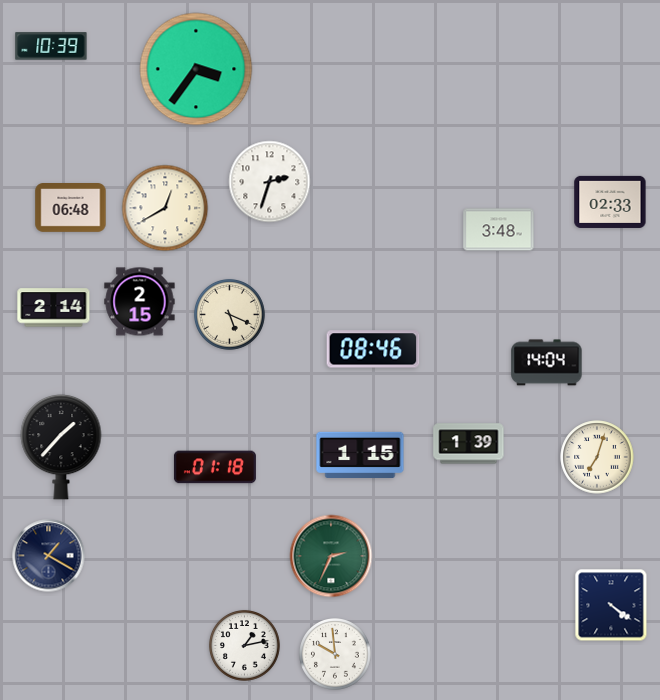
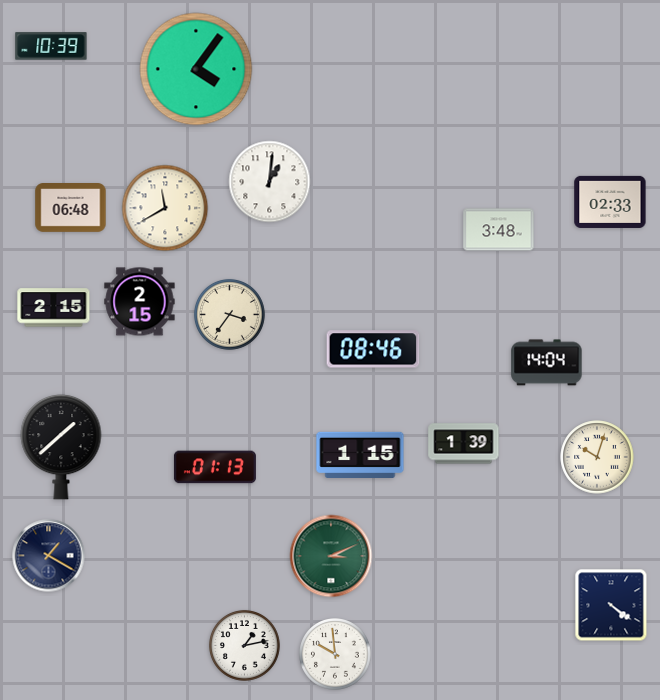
clock at (196, 69): 3:36 -> 4:06
clock at (270, 182): 2:33 -> 1:01
clock at (165, 208): 12:40 -> 11:40
clock at (54, 308): 2:14 -> 2:15
clock at (229, 314): 5:19 -> 3:36
clock at (469, 444) position: (469, 444) -> (464, 444)
clock at (61, 447): 1:37 -> 1:38
clock at (597, 457): 7:03 -> 10:03
clock at (215, 467): 01:18 -> 01:13
clock at (331, 556): 2:34 -> 3:11
